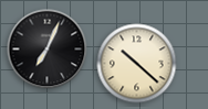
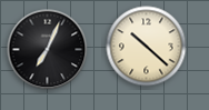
clock at (137, 64) position: (137, 64) -> (147, 47)
